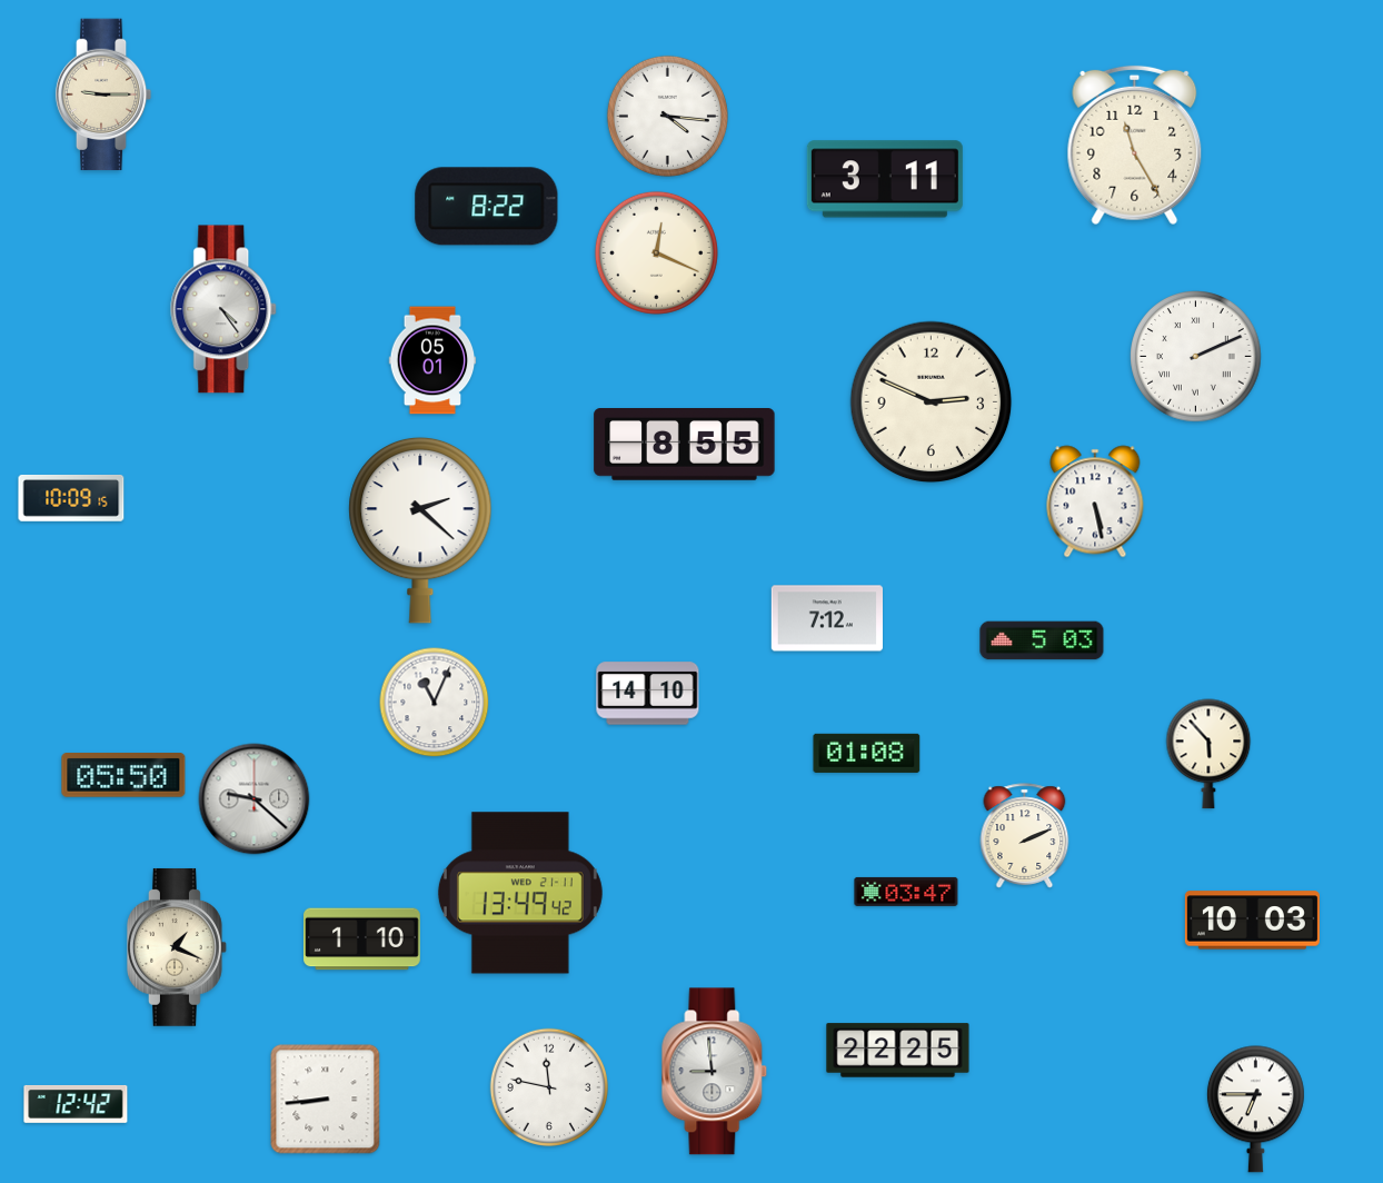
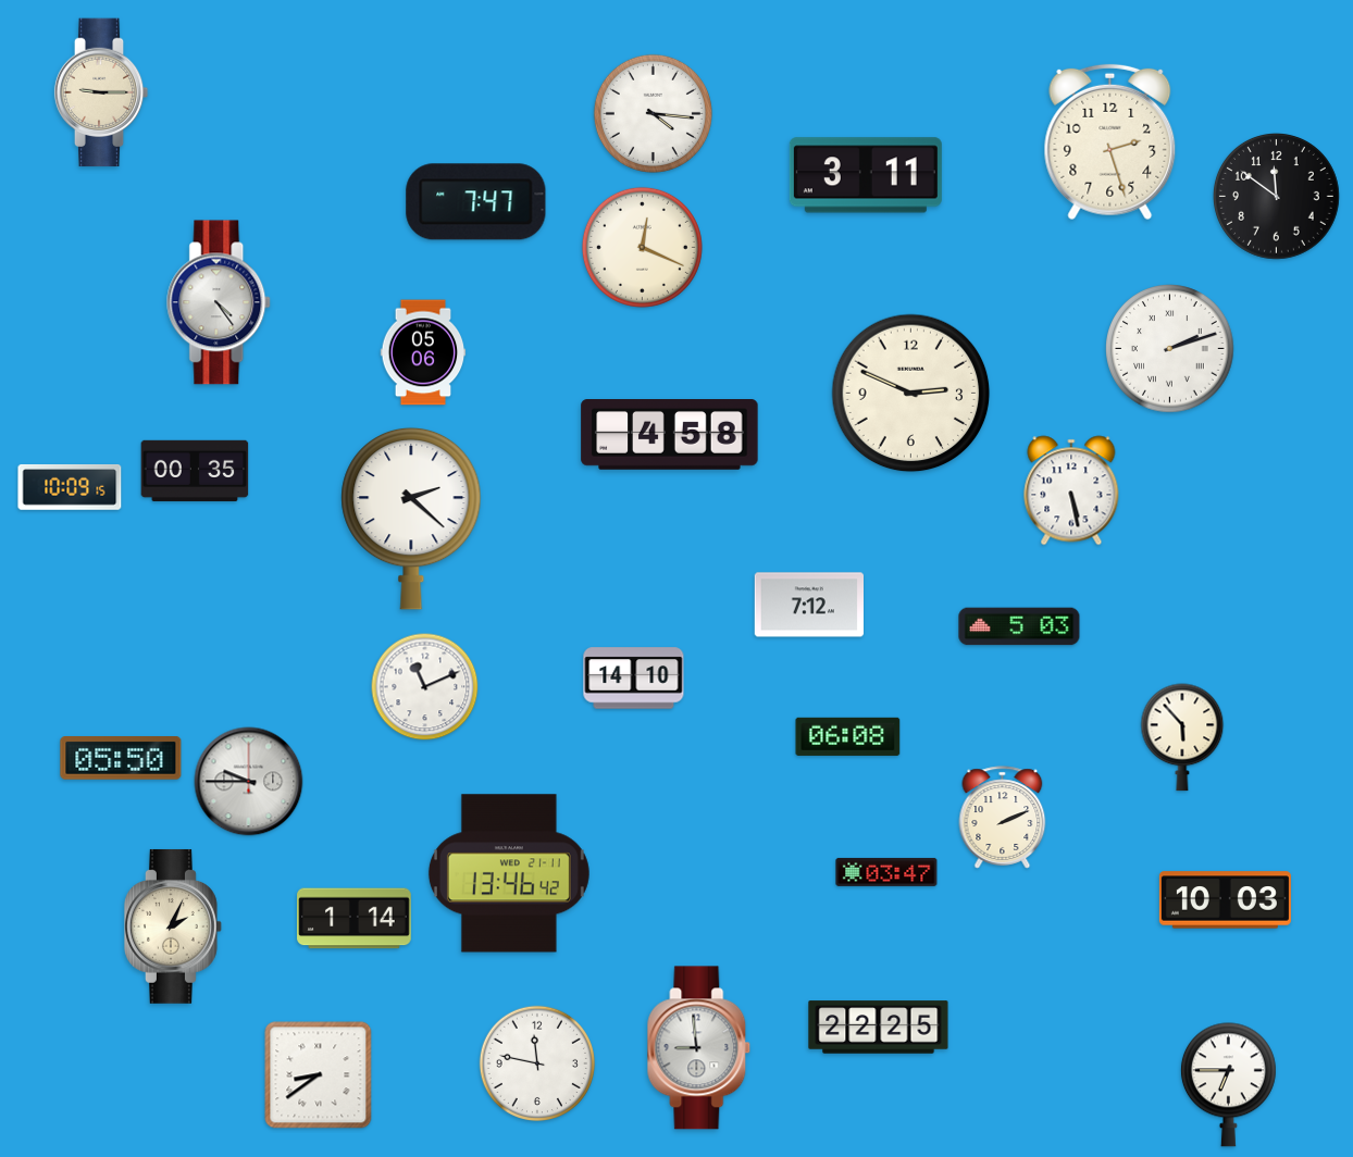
clock at (1135, 146): 11:25 -> 2:27
clock at (1277, 197): none -> 11:51
clock at (487, 207): 8:22 -> 7:47
clock at (1196, 357): 2:11 -> 2:12
clock at (432, 360): 05:01 -> 05:06
clock at (685, 445): 8:55 -> 4:58
clock at (195, 471): none -> 00:35
clock at (435, 703): 11:04 -> 11:11
clock at (867, 753): 01:08 -> 06:08
clock at (255, 799): 9:22 -> 9:45
clock at (520, 893): 13:49 -> 13:46
clock at (362, 940): 1:10 -> 1:14
clock at (178, 947): 1:19 -> 2:04
clock at (326, 1100): 8:44 -> 8:39
clock at (76, 1104): 12:42 -> none
